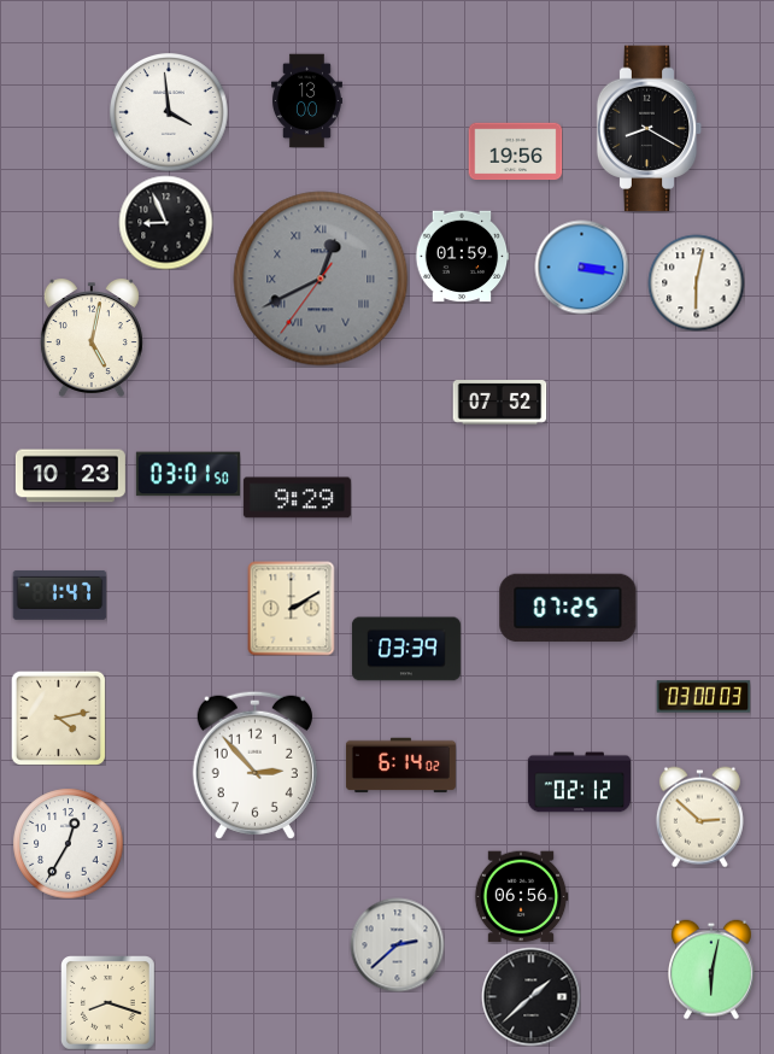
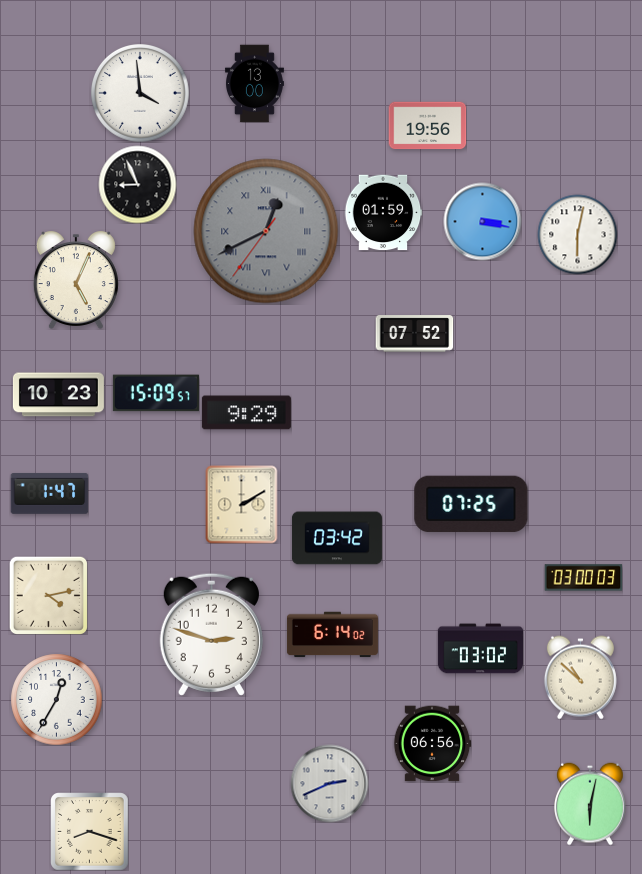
clock at (650, 129): 8:20 -> none
clock at (92, 339): 5:02 -> 5:04
clock at (188, 474): 03:01 -> 15:09
clock at (406, 649): 03:39 -> 03:42
clock at (254, 765): 2:53 -> 2:48
clock at (579, 783): 02:12 -> 03:02
clock at (699, 816): 2:52 -> 10:52
clock at (397, 944): 2:38 -> 2:41
clock at (530, 996): 1:38 -> none
